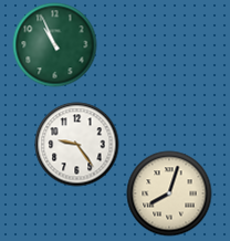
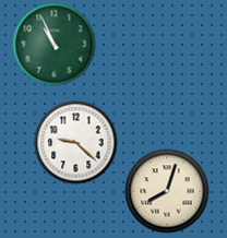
clock at (77, 145): 9:24 -> 9:22
